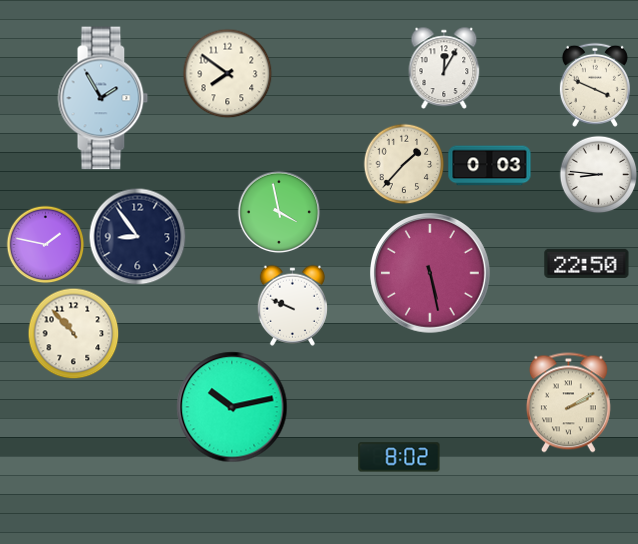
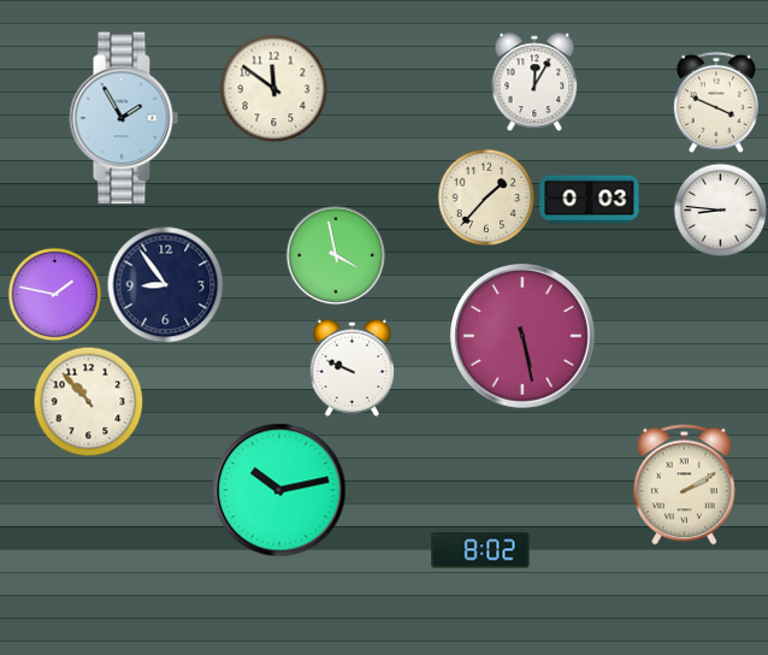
clock at (227, 73): 7:51 -> 11:51
clock at (587, 263): 22:50 -> none
clock at (431, 274) position: (431, 274) -> (524, 337)
